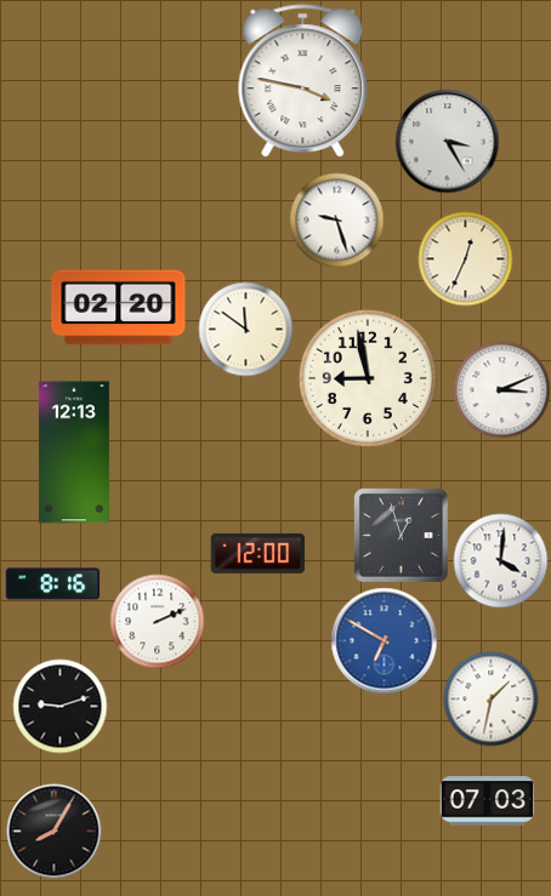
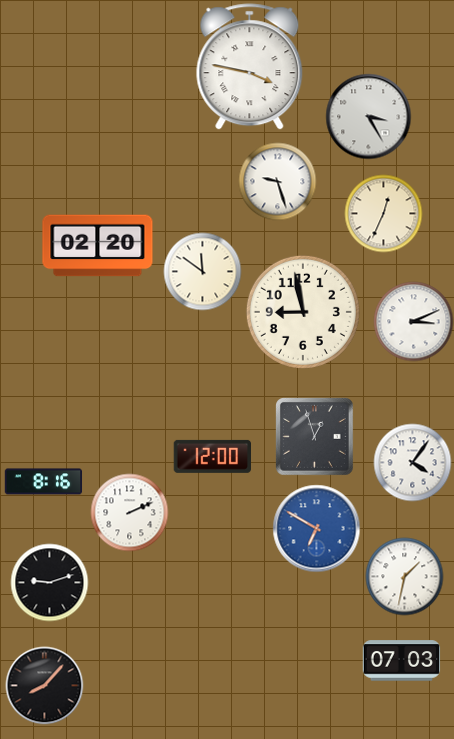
clock at (119, 308) position: (119, 308) -> (98, 246)
clock at (74, 452): 12:13 -> none
clock at (401, 535) position: (401, 535) -> (314, 436)
clock at (500, 560): 4:01 -> 4:06
clock at (53, 831): 8:05 -> 8:07
